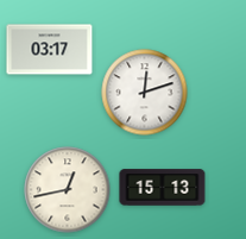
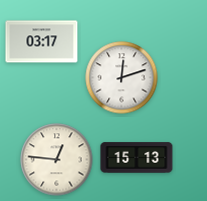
clock at (68, 190): 12:43 -> 12:46
